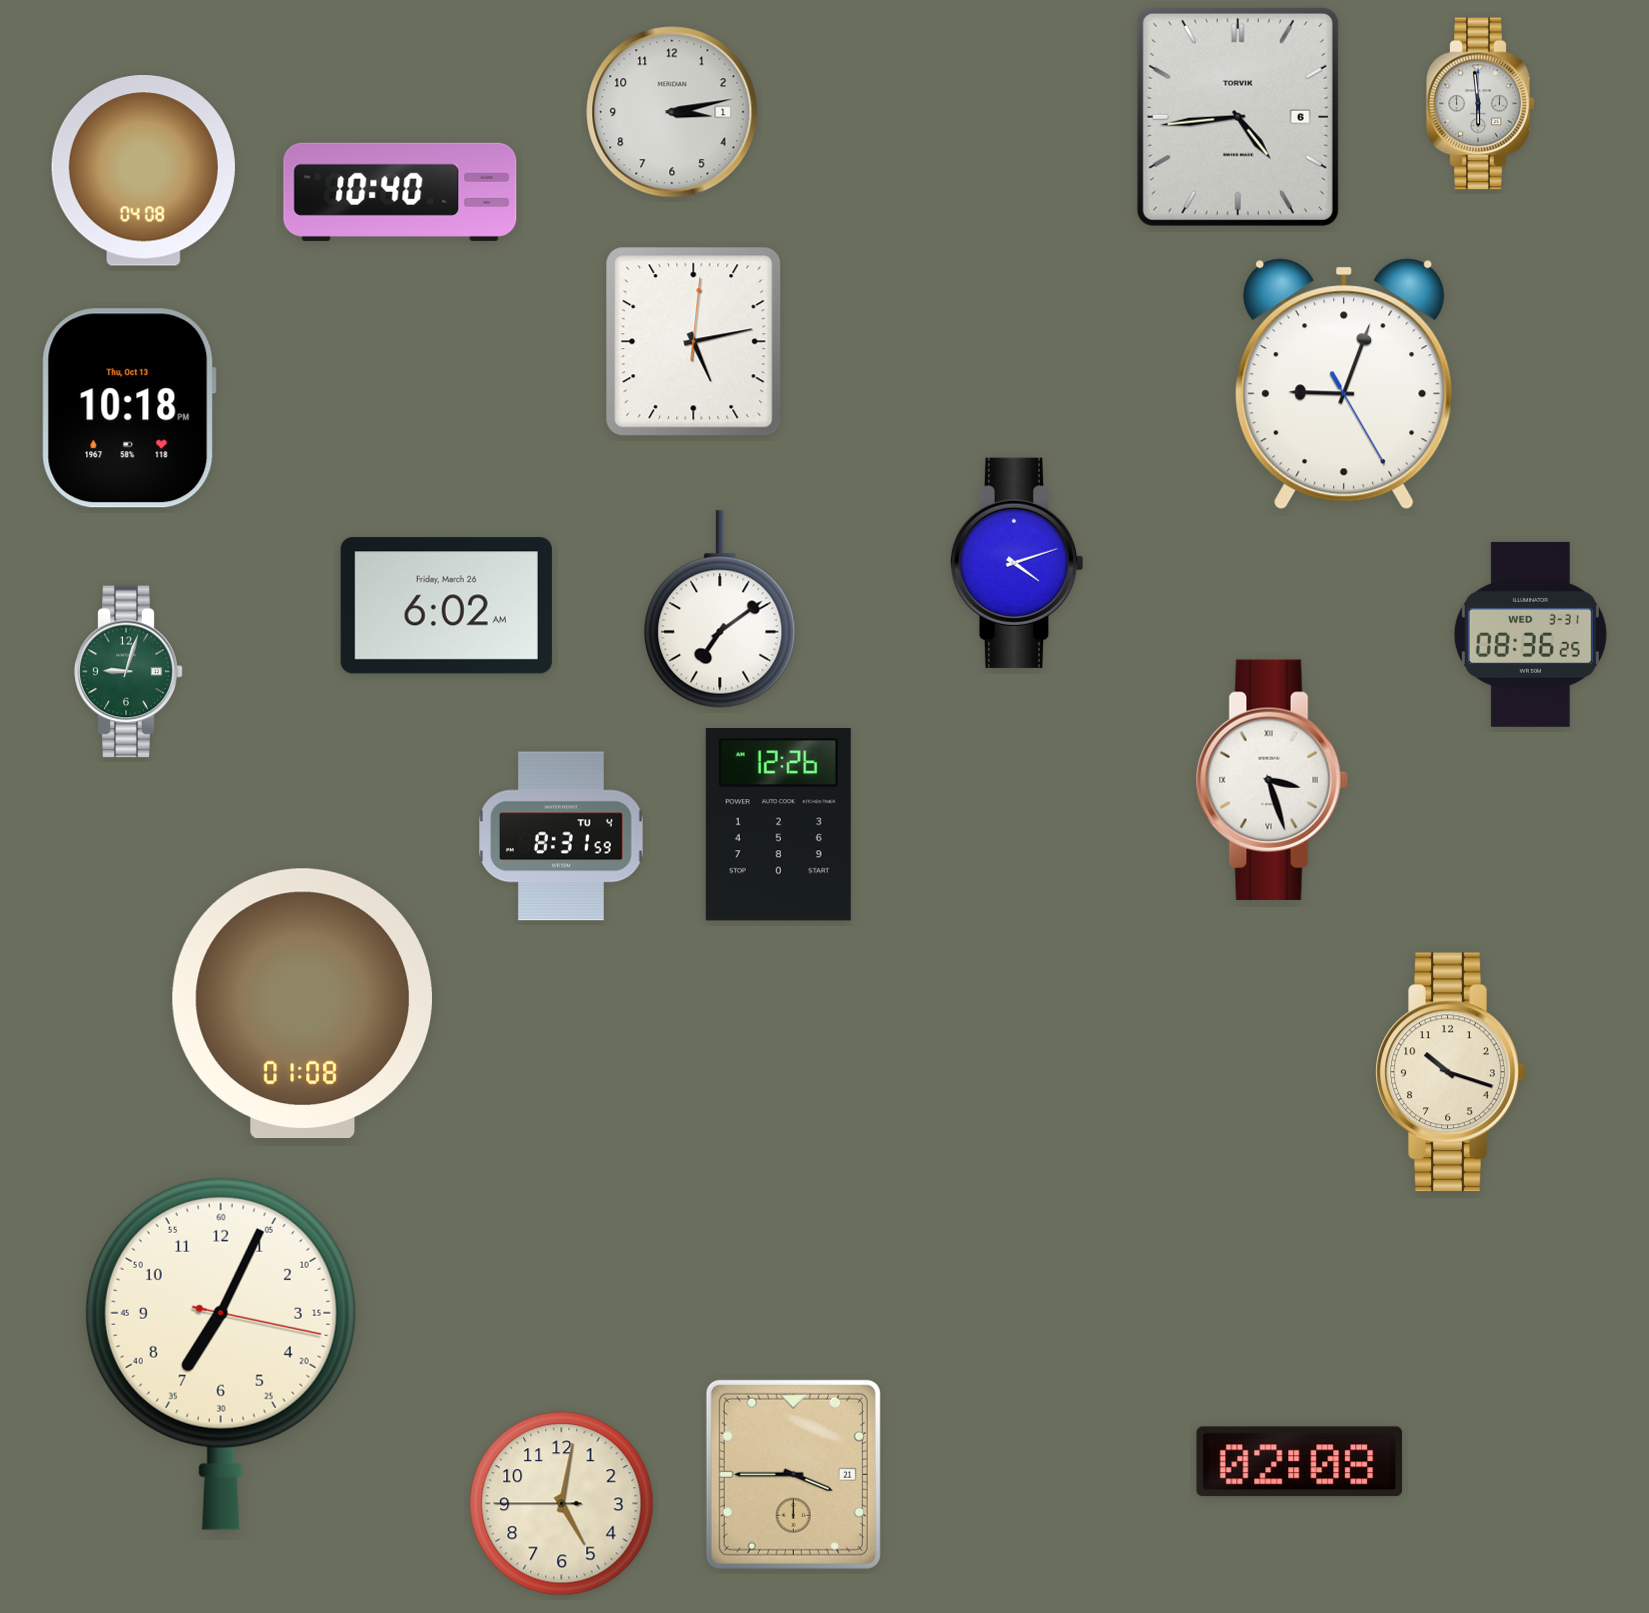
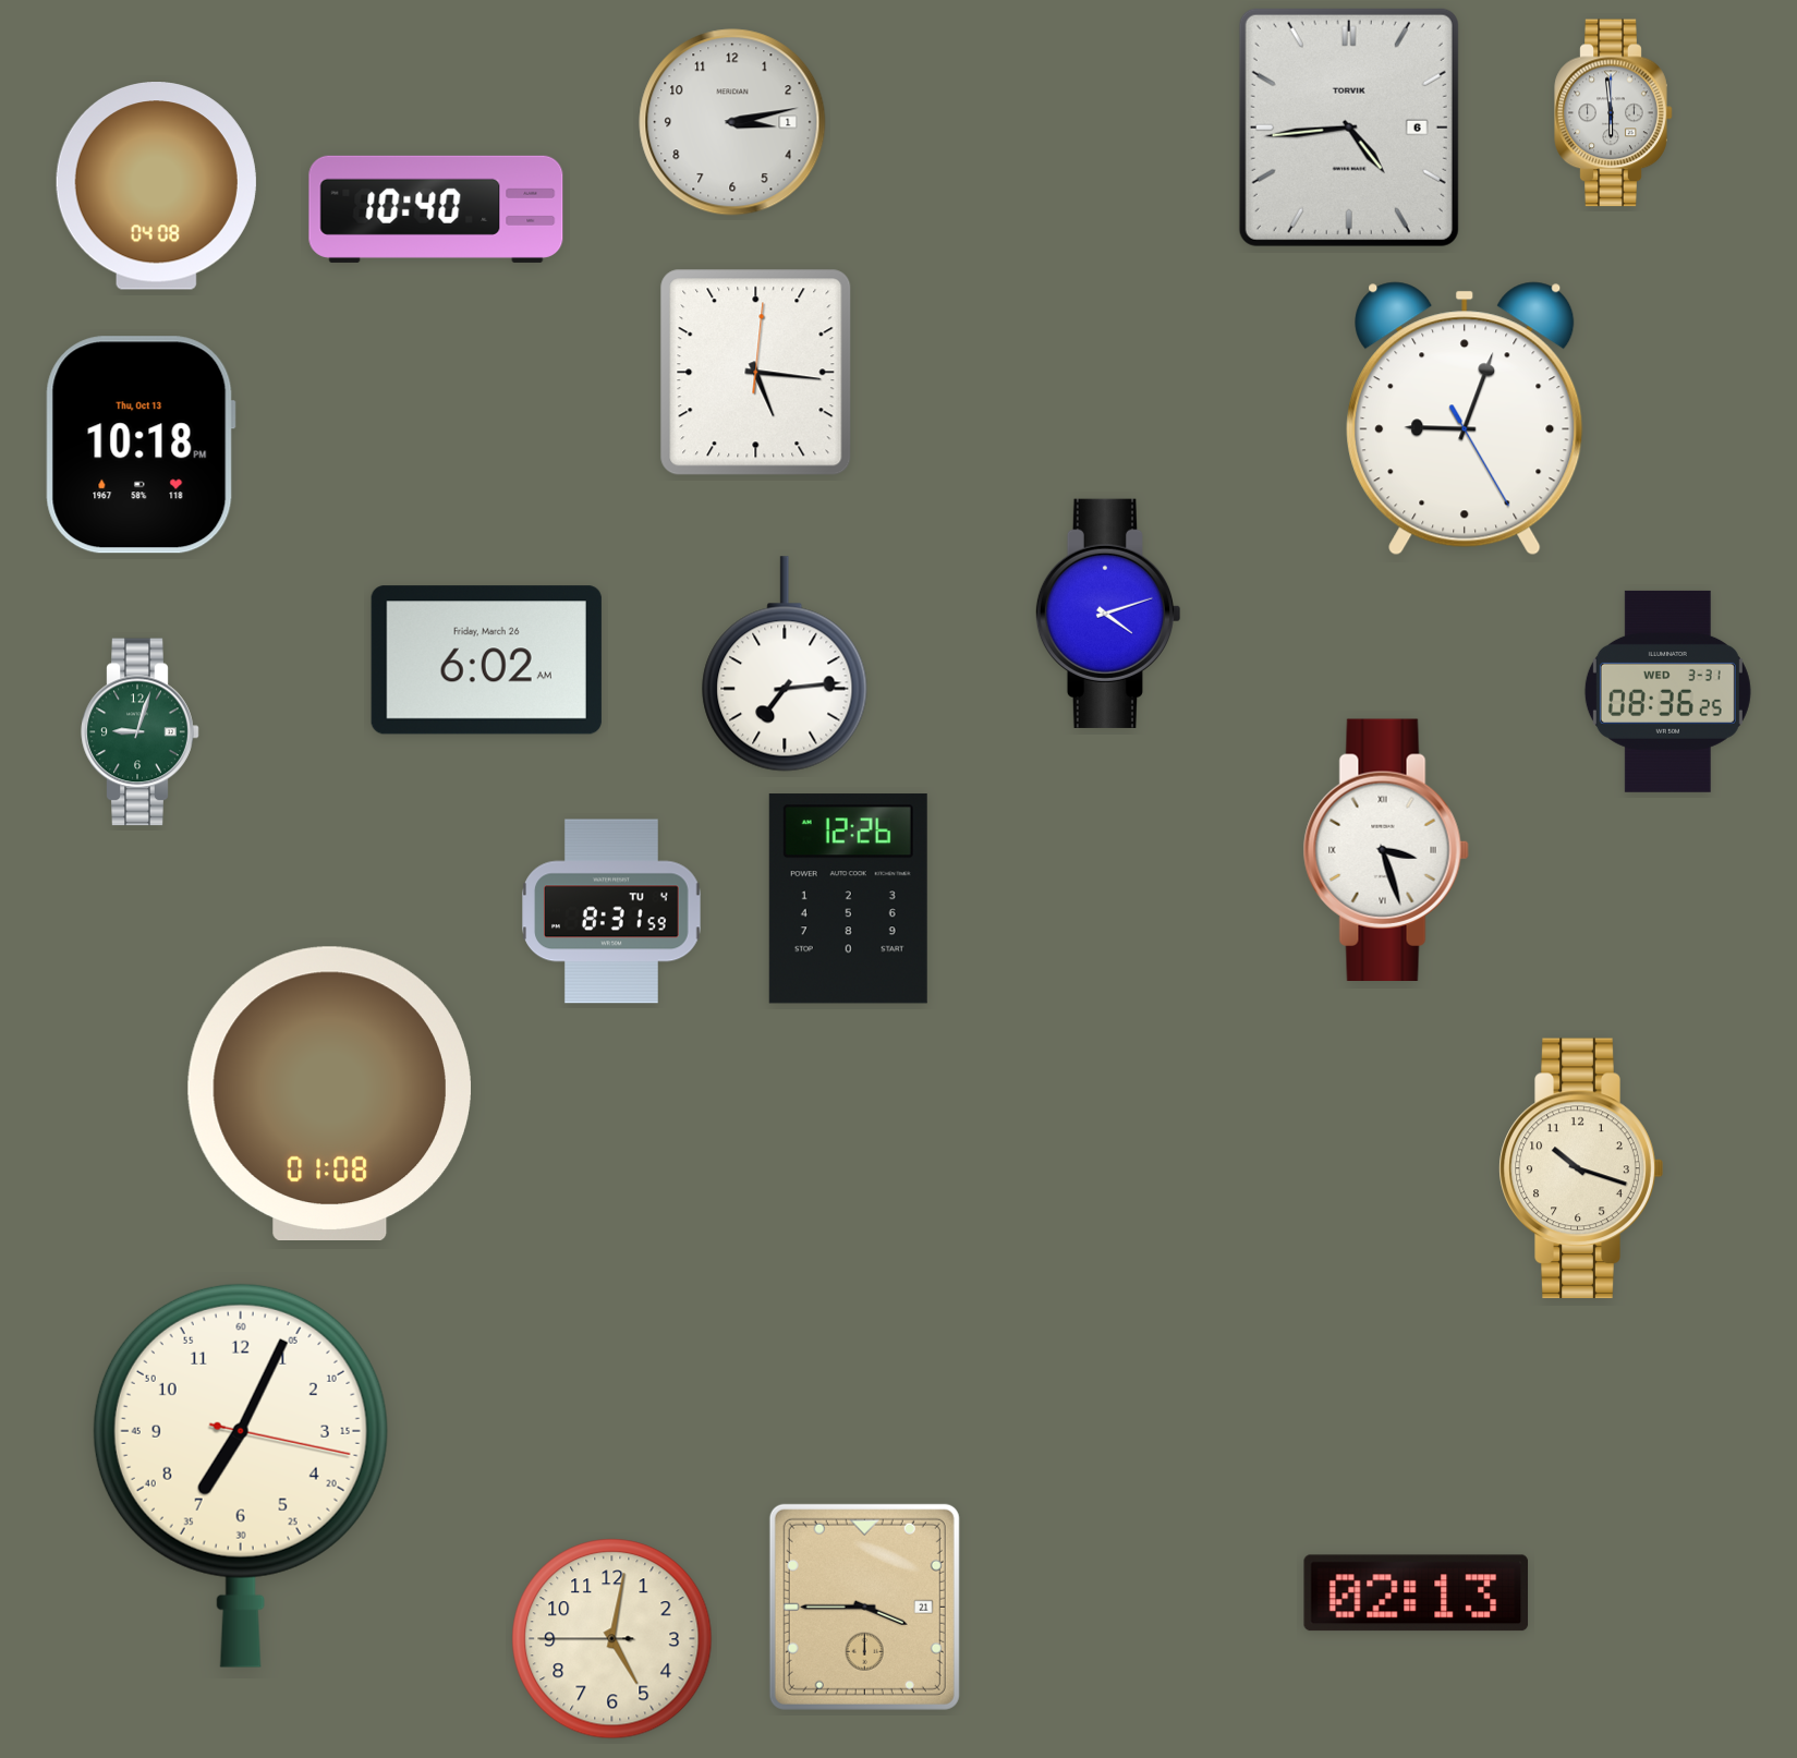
clock at (694, 342): 5:13 -> 5:16
clock at (720, 609): 7:09 -> 7:14
clock at (1300, 1462): 02:08 -> 02:13
